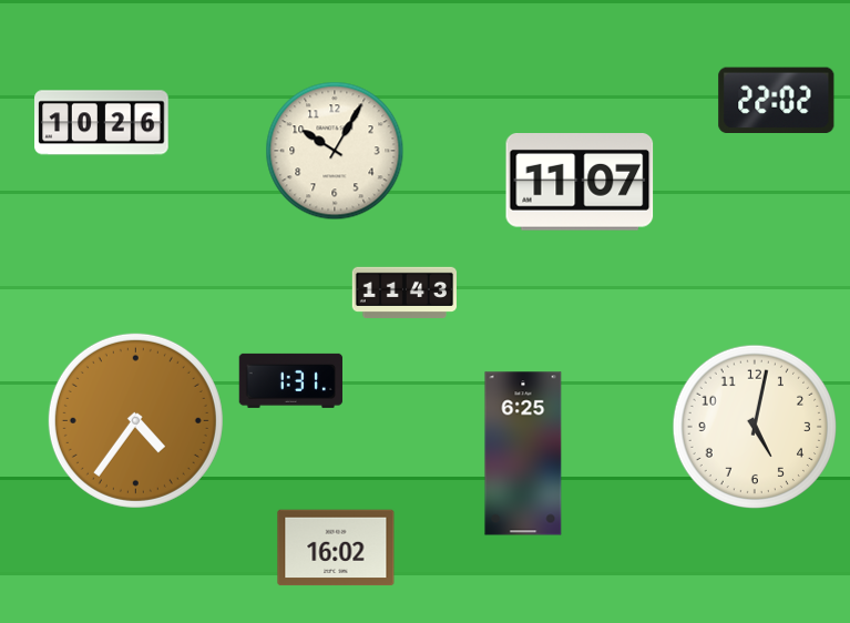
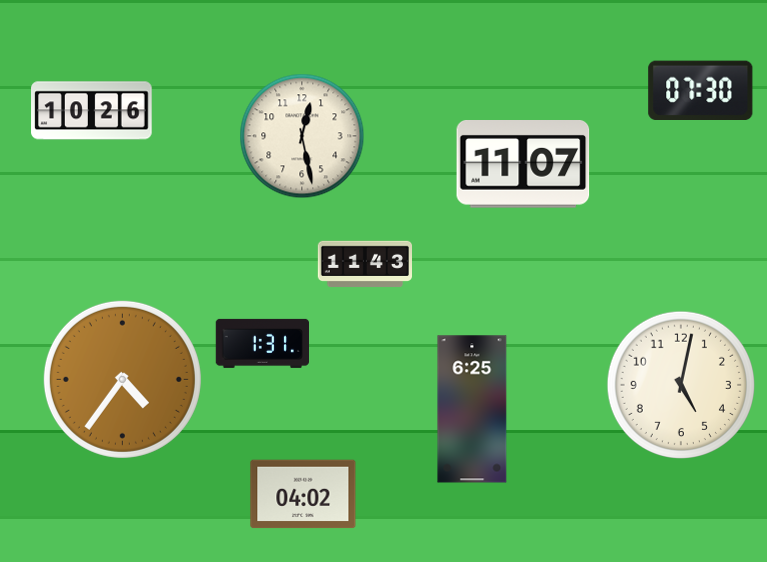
clock at (777, 100): 22:02 -> 07:30
clock at (335, 151): 10:05 -> 12:28
clock at (336, 548): 16:02 -> 04:02
